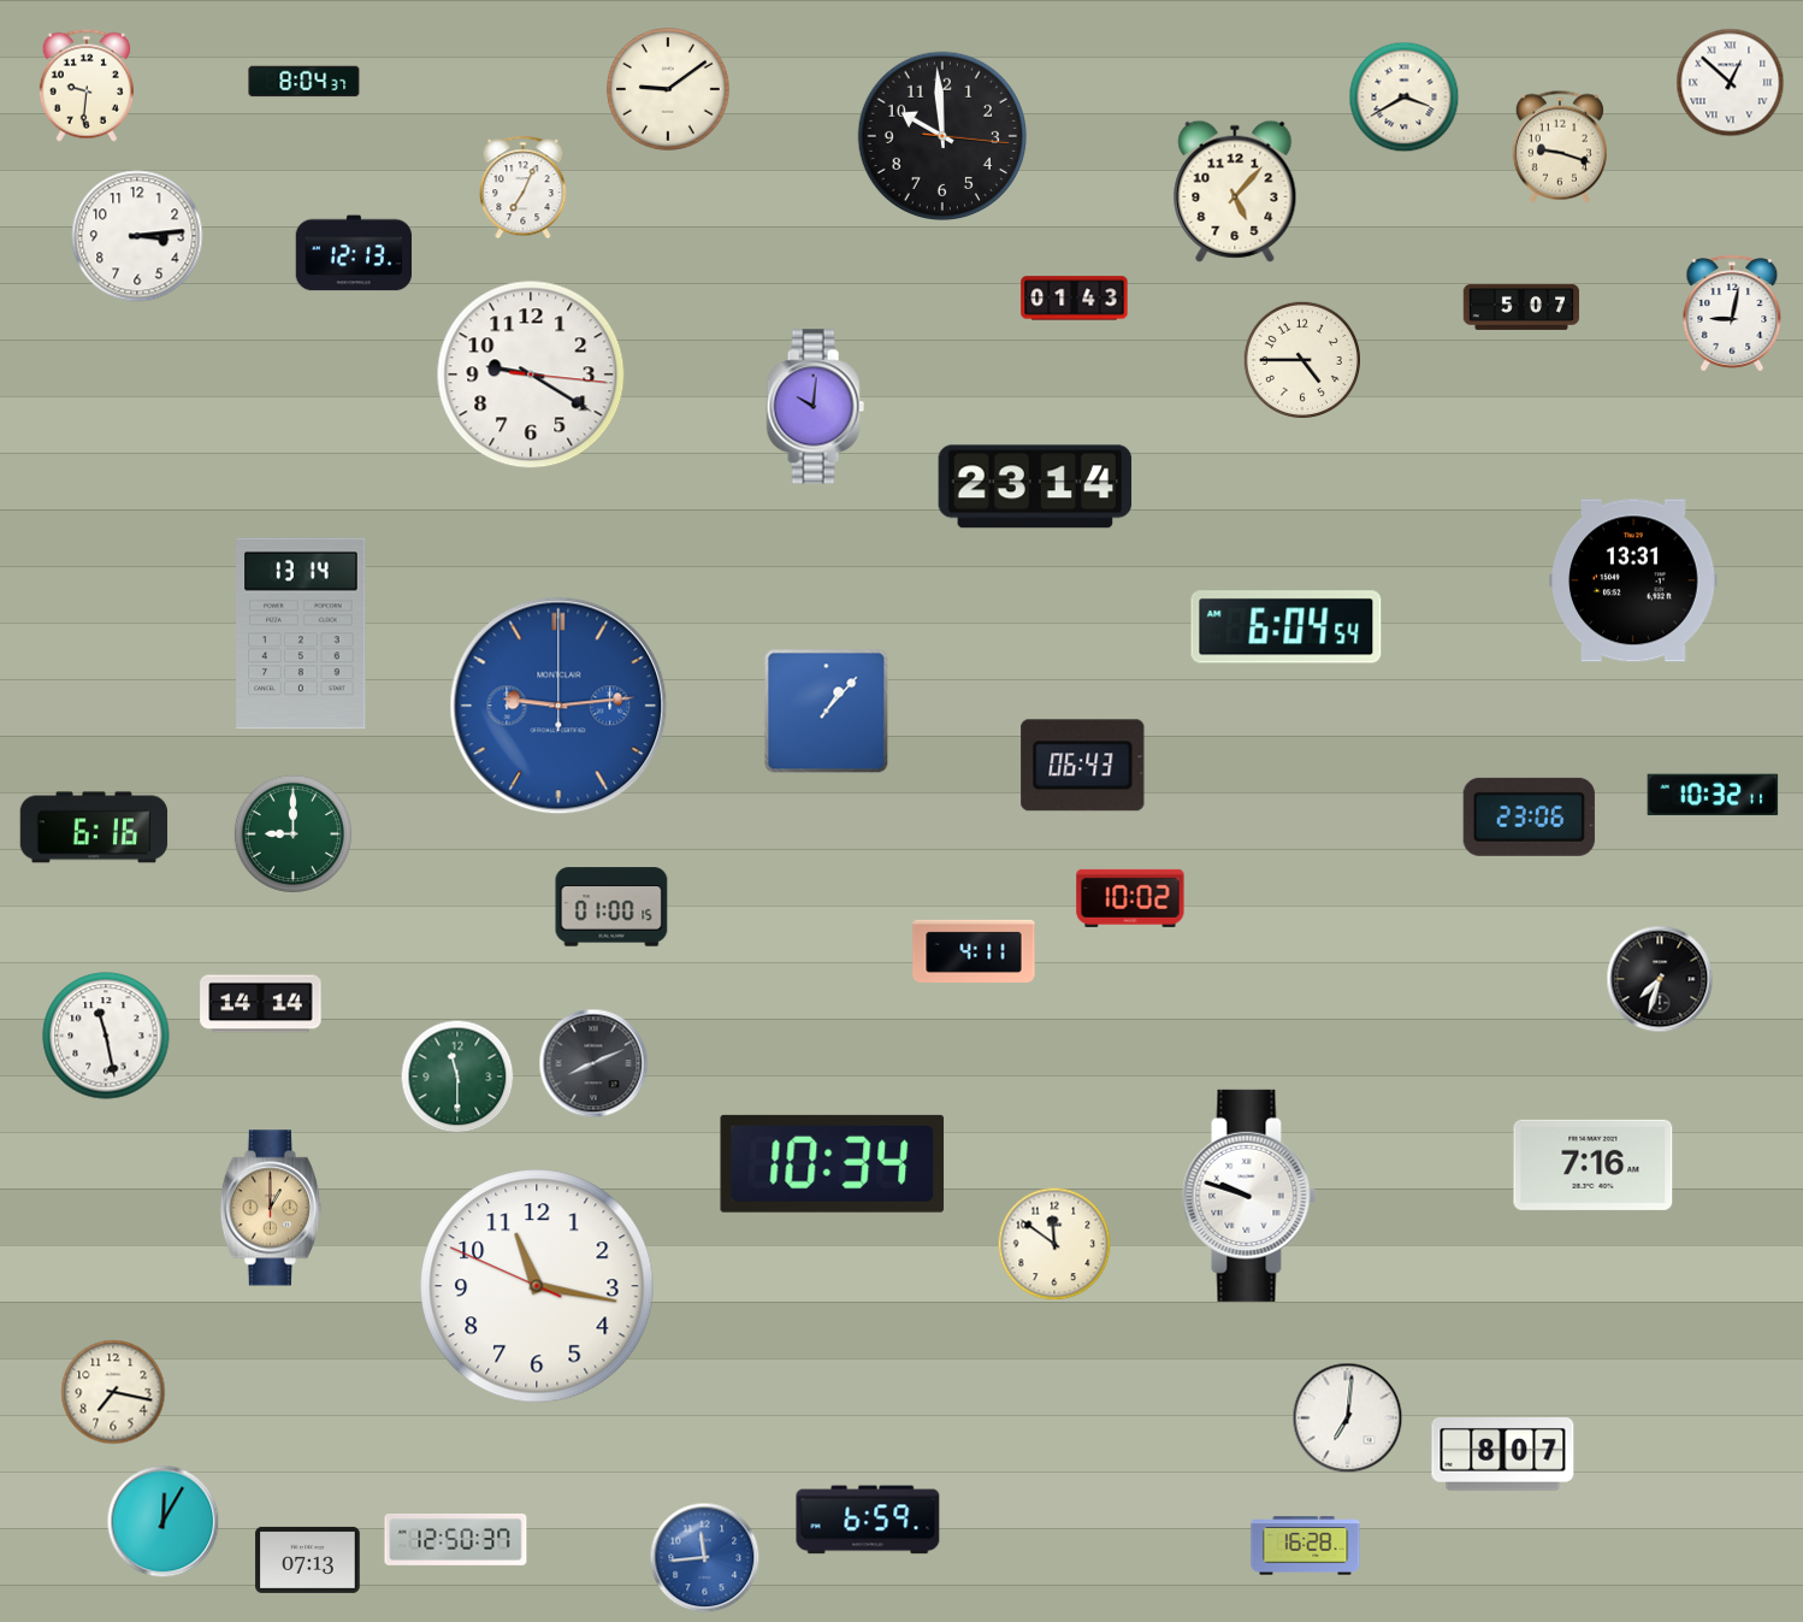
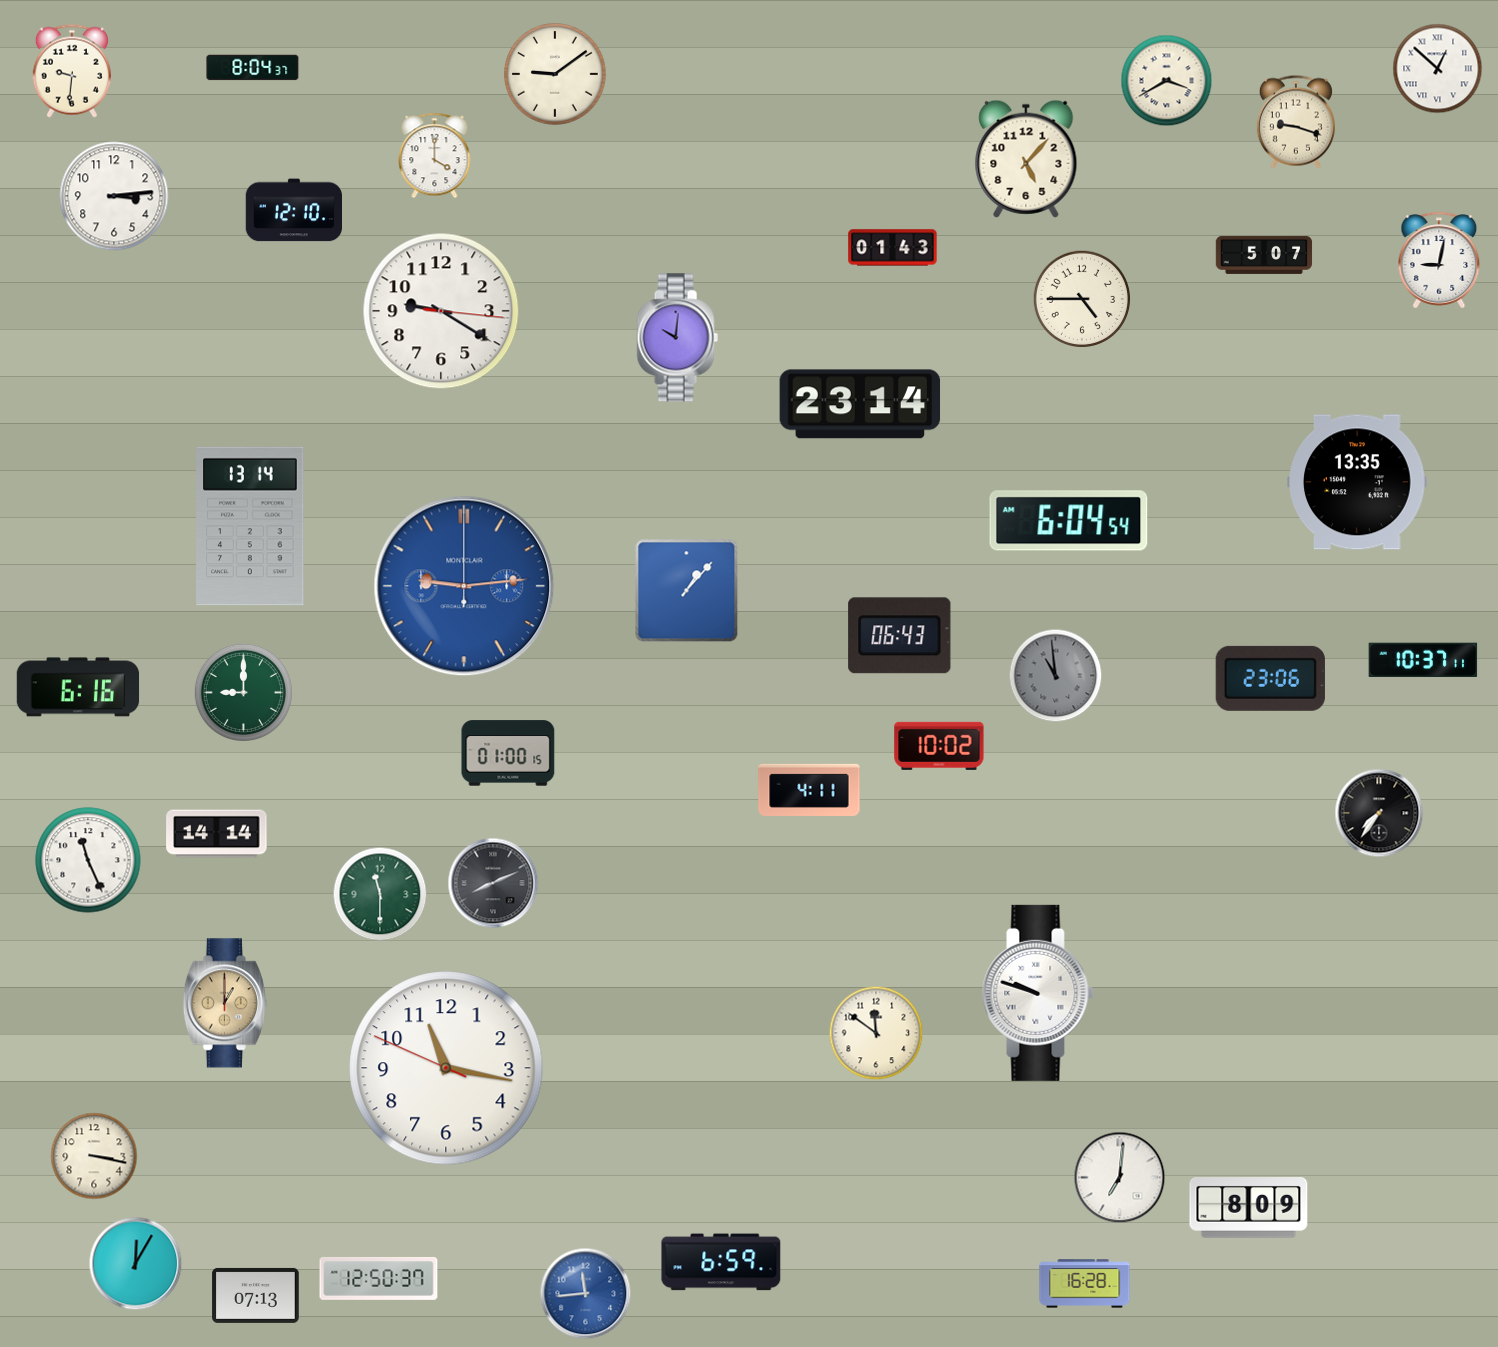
clock at (941, 135): 9:59 -> none
clock at (524, 188): 7:04 -> 4:00
clock at (353, 253): 12:13 -> 12:10
clock at (1633, 580): 13:31 -> 13:35
clock at (1713, 795): 10:32 -> 10:37
clock at (1056, 676): none -> 10:59
clock at (1660, 979): 7:33 -> 7:36
clock at (106, 1036): 11:28 -> 11:26
clock at (833, 1163): 10:34 -> none
clock at (1594, 1164): 7:16 -> none
clock at (113, 1392): 7:17 -> 3:17
clock at (1503, 1455): 8:07 -> 8:09
